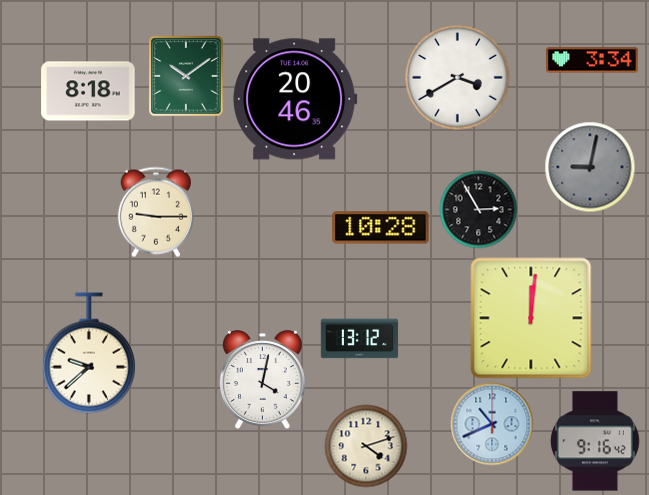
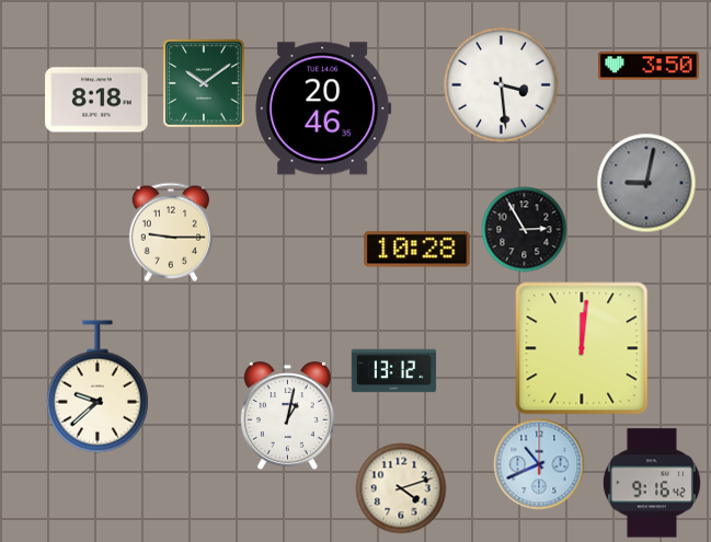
clock at (592, 60): 3:34 -> 3:50
clock at (458, 78): 3:40 -> 3:29
clock at (262, 380): 4:02 -> 1:02
